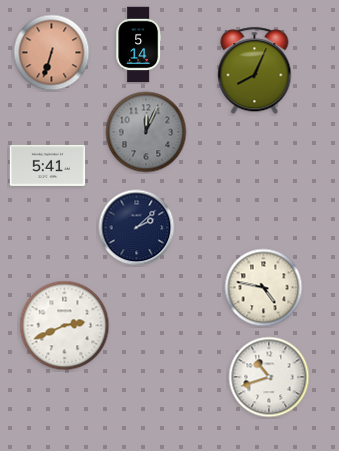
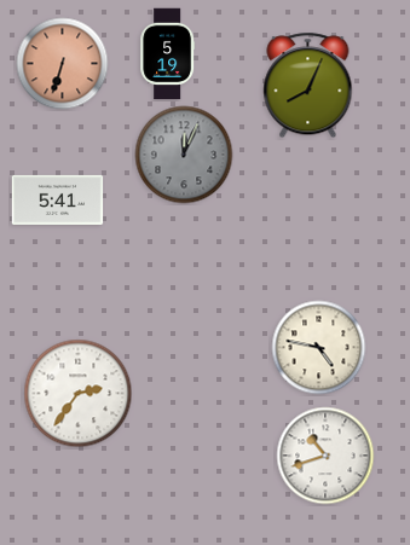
clock at (139, 45): 5:14 -> 5:19
clock at (146, 132) position: (146, 132) -> (184, 155)
clock at (137, 228): 2:08 -> none
clock at (65, 326): 2:41 -> 2:36
